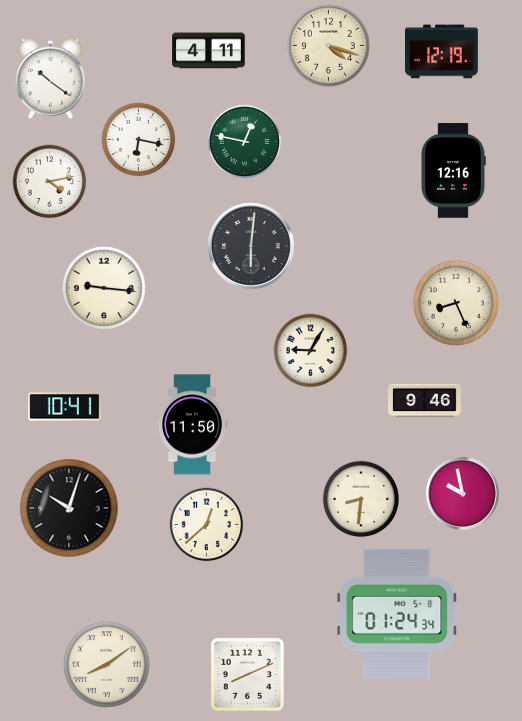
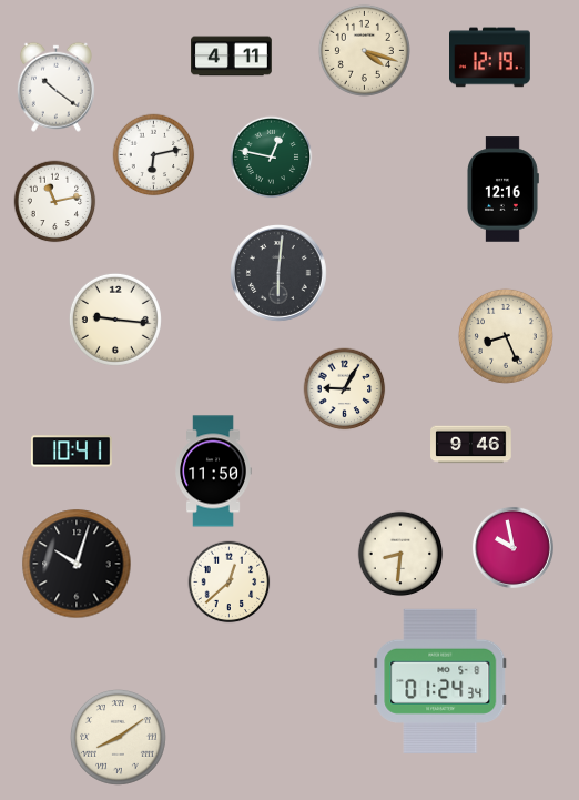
clock at (139, 140): 6:17 -> 6:13
clock at (50, 182): 4:13 -> 11:13
clock at (247, 674): 8:11 -> none
